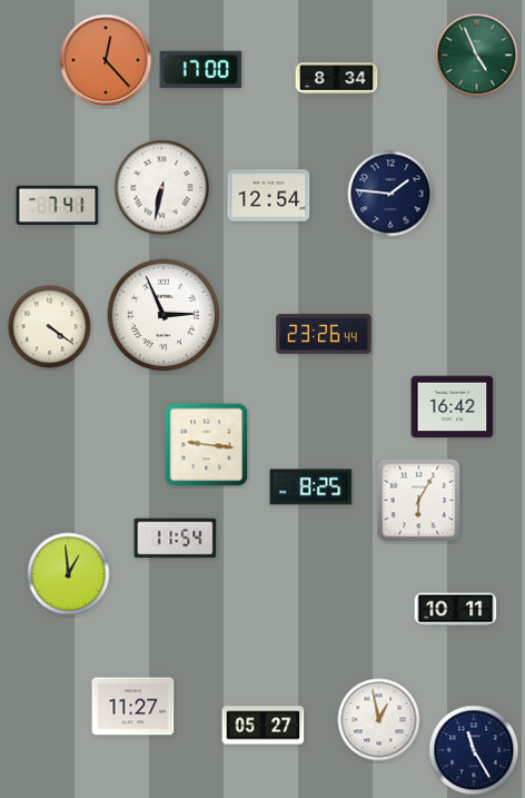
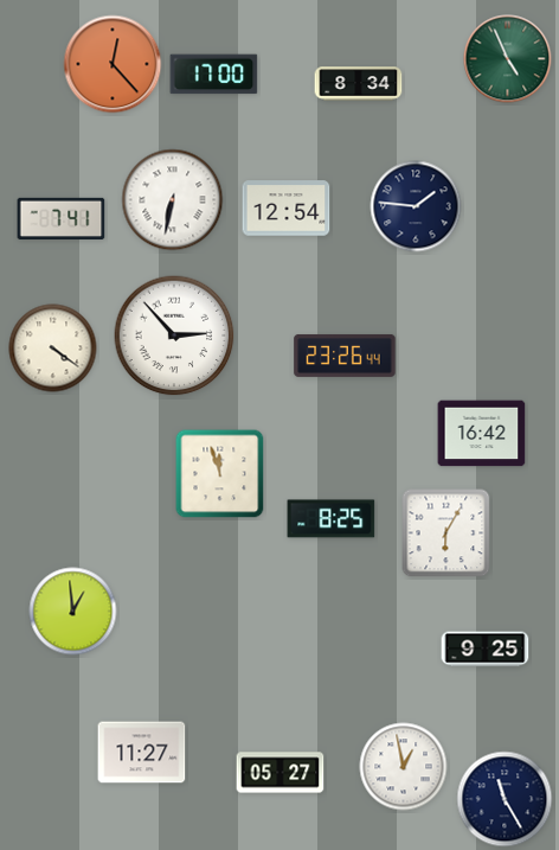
clock at (164, 315): 2:56 -> 2:53
clock at (207, 445): 9:16 -> 11:57
clock at (176, 539): 11:54 -> none
clock at (456, 610): 10:11 -> 9:25
